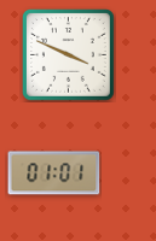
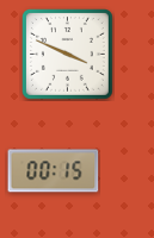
clock at (54, 174): 01:01 -> 00:15
